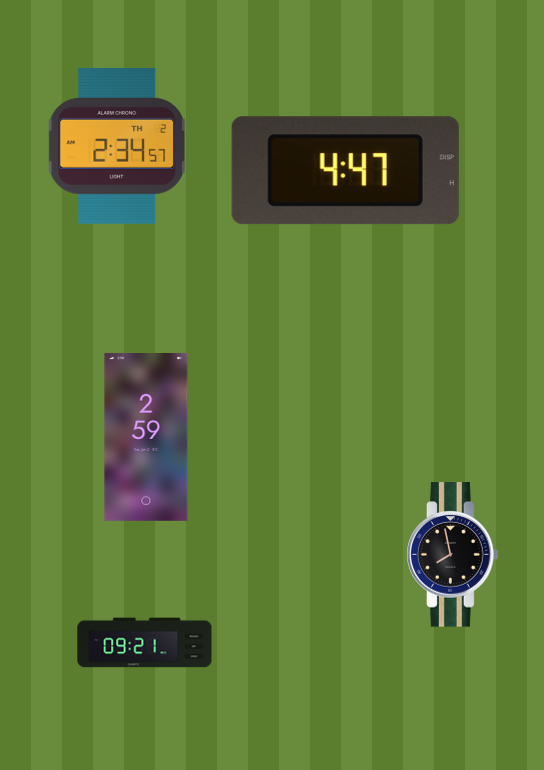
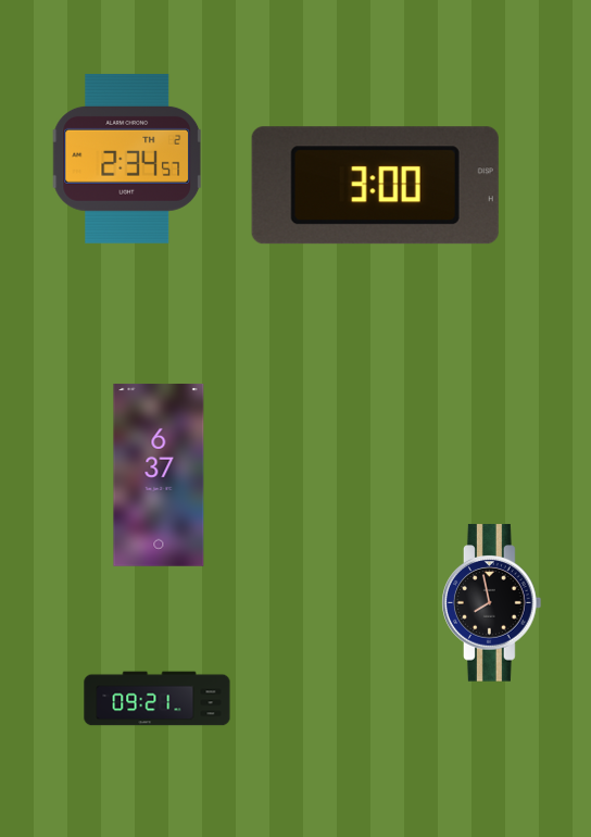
clock at (345, 171): 4:47 -> 3:00
clock at (146, 437): 2:59 -> 6:37
